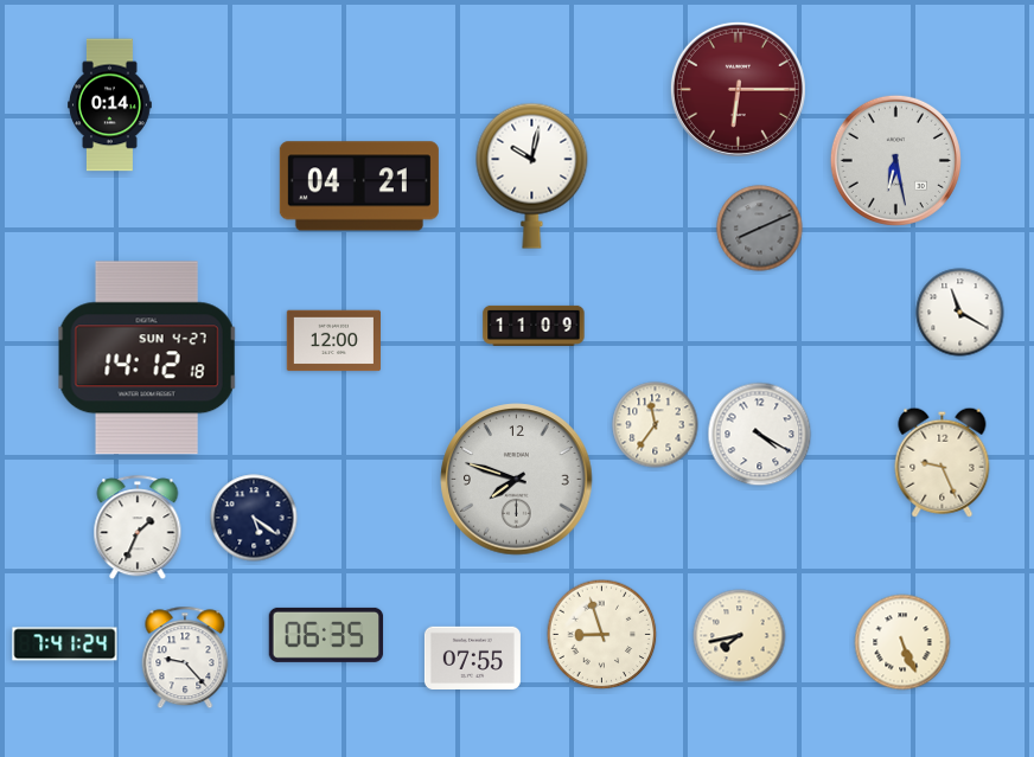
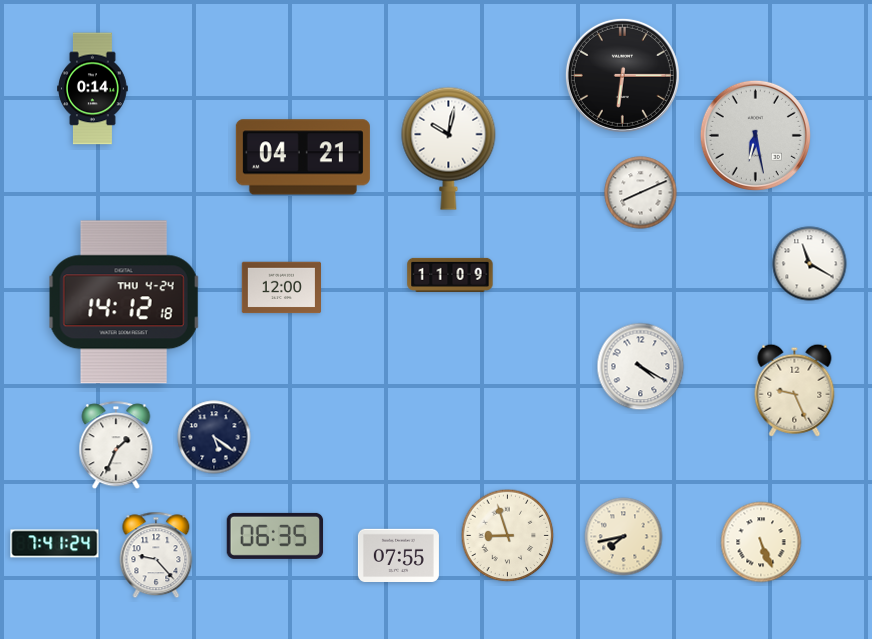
clock at (738, 89) dial: burgundy -> black
clock at (760, 229) dial: grey -> white
clock at (147, 358) date: SUN 4-27 -> THU 4-24
clock at (656, 425): 11:36 -> none
clock at (517, 480): 7:48 -> none
